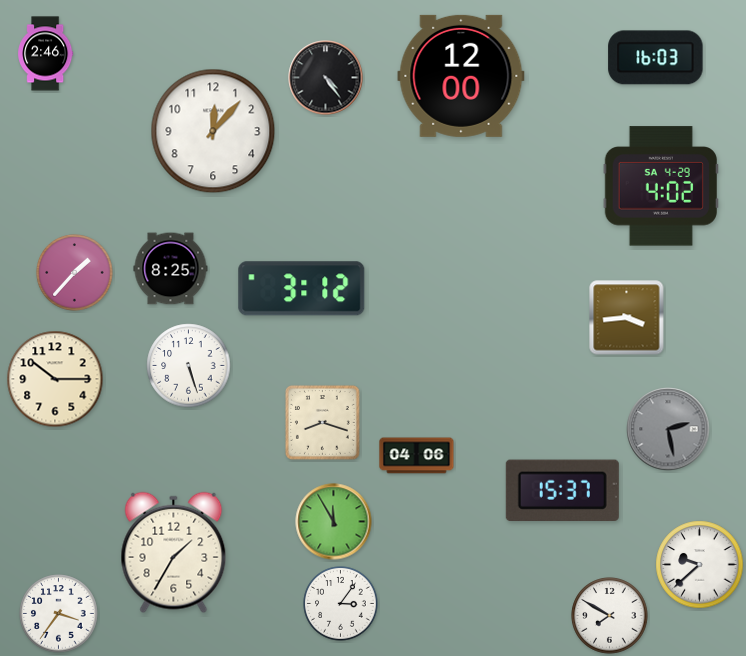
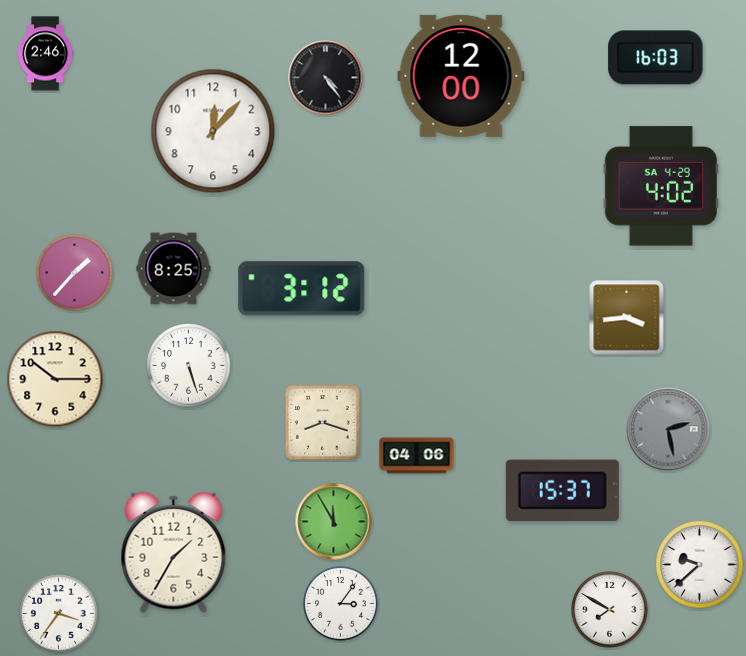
clock at (171, 269) position: (171, 269) -> (174, 269)
clock at (610, 616) position: (610, 616) -> (610, 610)
